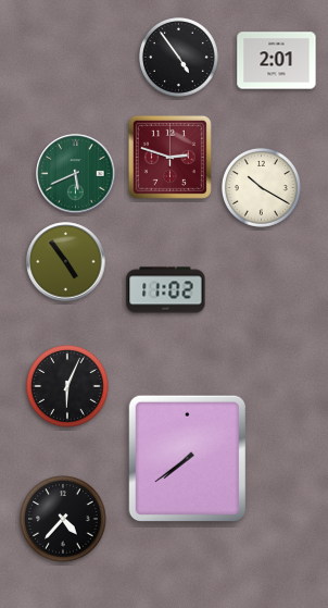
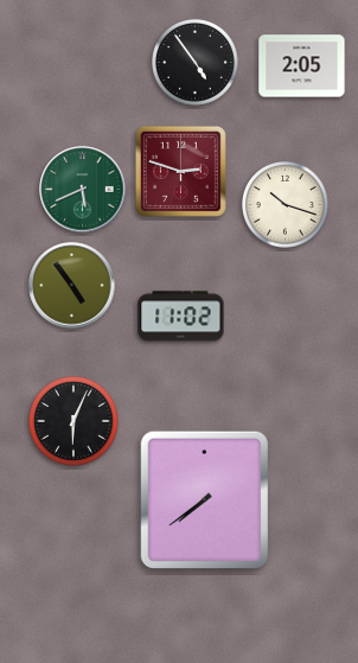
clock at (277, 61): 2:01 -> 2:05
clock at (169, 157) position: (169, 157) -> (180, 171)
clock at (261, 187): 10:20 -> 10:18
clock at (63, 519): 4:37 -> none
